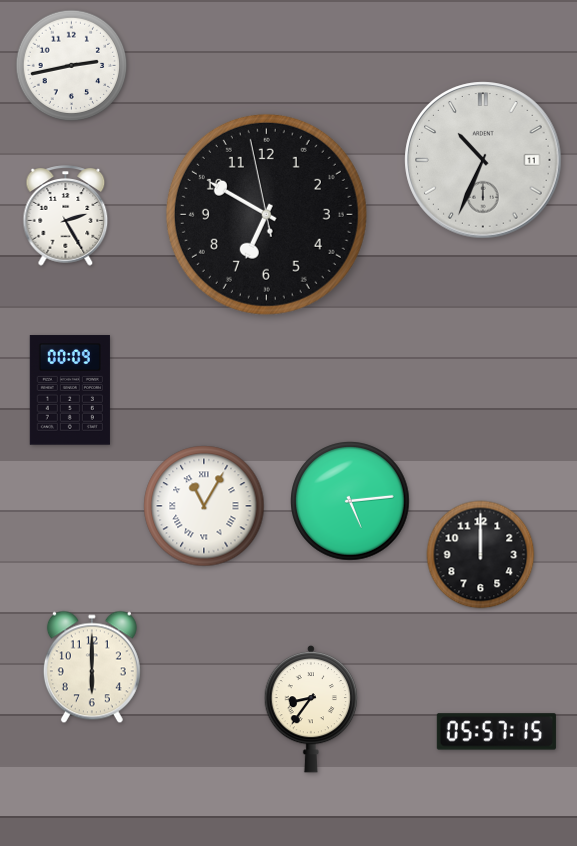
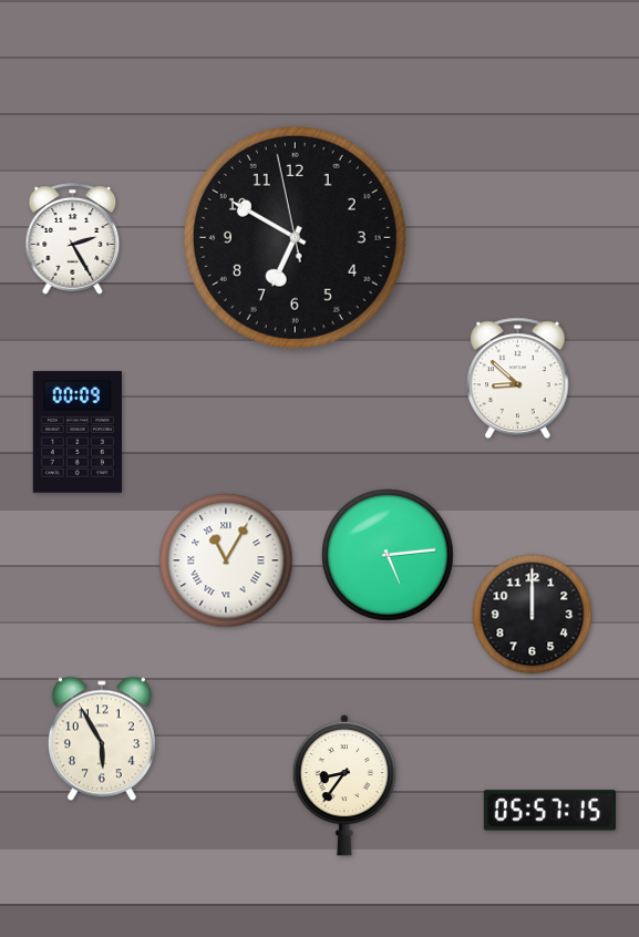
clock at (72, 66): 2:43 -> none
clock at (483, 160): 10:34 -> none
clock at (518, 378): none -> 8:52
clock at (92, 667): 6:00 -> 5:55
